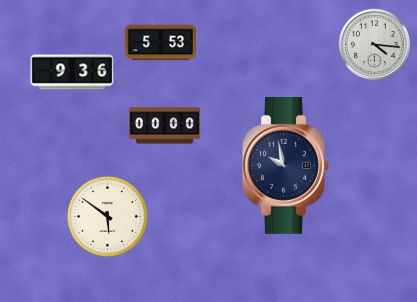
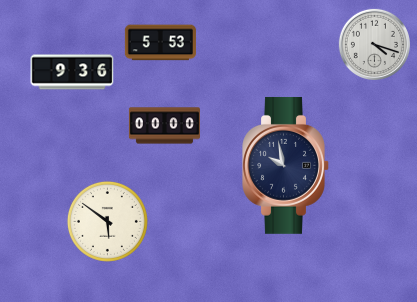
clock at (374, 44): 4:16 -> 4:18
clock at (107, 216) position: (107, 216) -> (107, 221)
